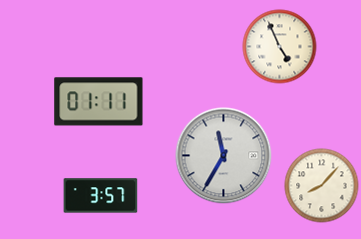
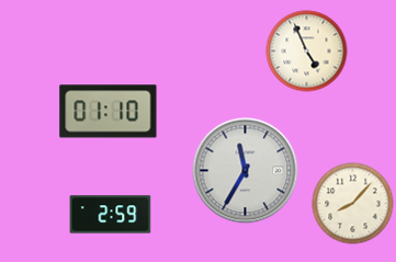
clock at (99, 102): 01:11 -> 01:10
clock at (101, 196): 3:57 -> 2:59
